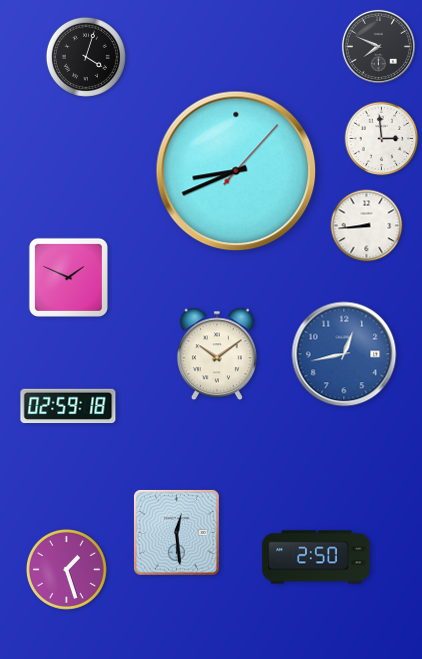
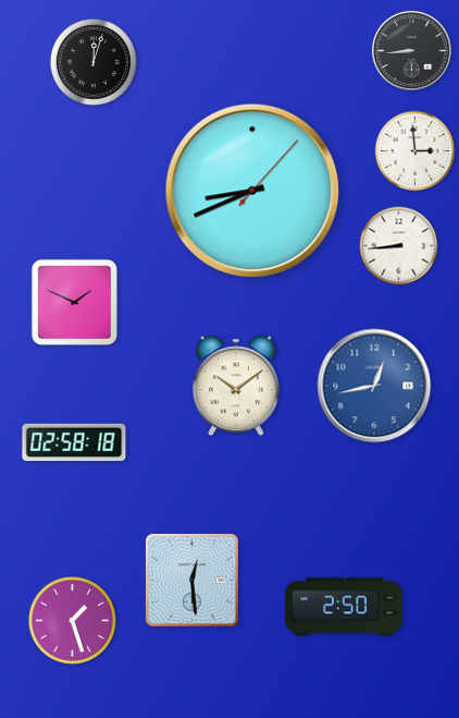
clock at (378, 46): 7:49 -> 8:44
clock at (86, 57): 4:03 -> 12:03
clock at (236, 171) position: (236, 171) -> (252, 191)
clock at (68, 406): 02:59 -> 02:58
